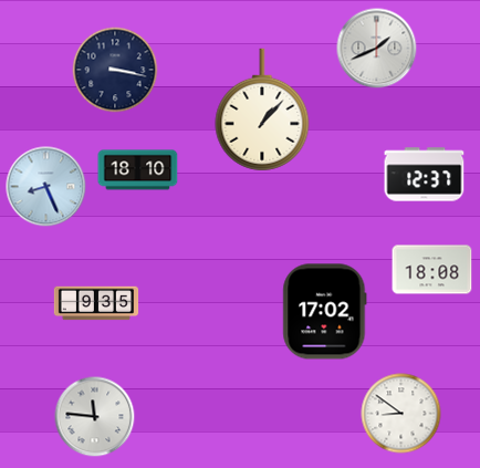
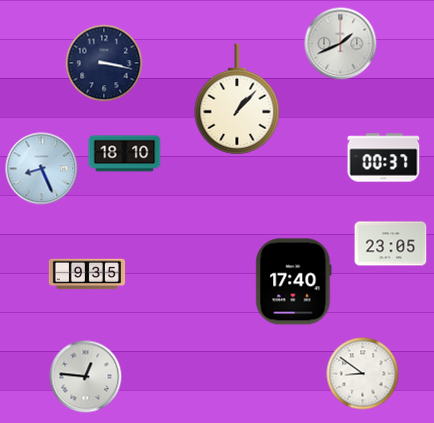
clock at (425, 175): 12:37 -> 00:37
clock at (432, 270): 18:08 -> 23:05
clock at (325, 312): 17:02 -> 17:40
clock at (95, 417): 11:46 -> 12:46
